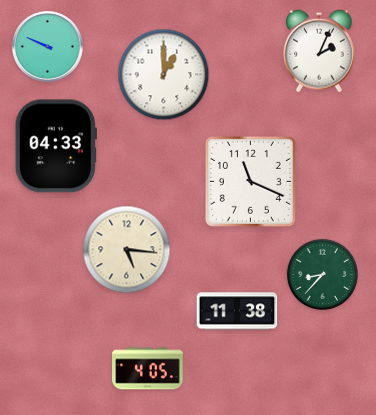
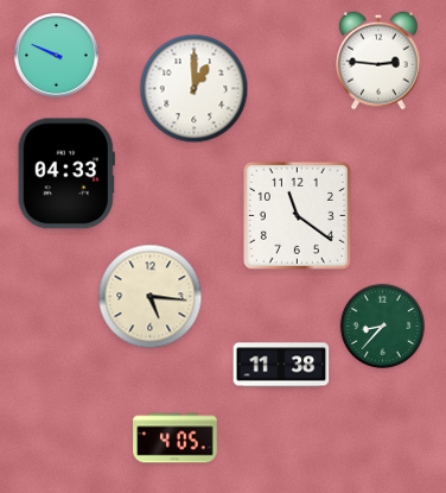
clock at (320, 51): 2:04 -> 2:46
clock at (250, 181): 11:19 -> 11:21
clock at (237, 311) position: (237, 311) -> (281, 365)
